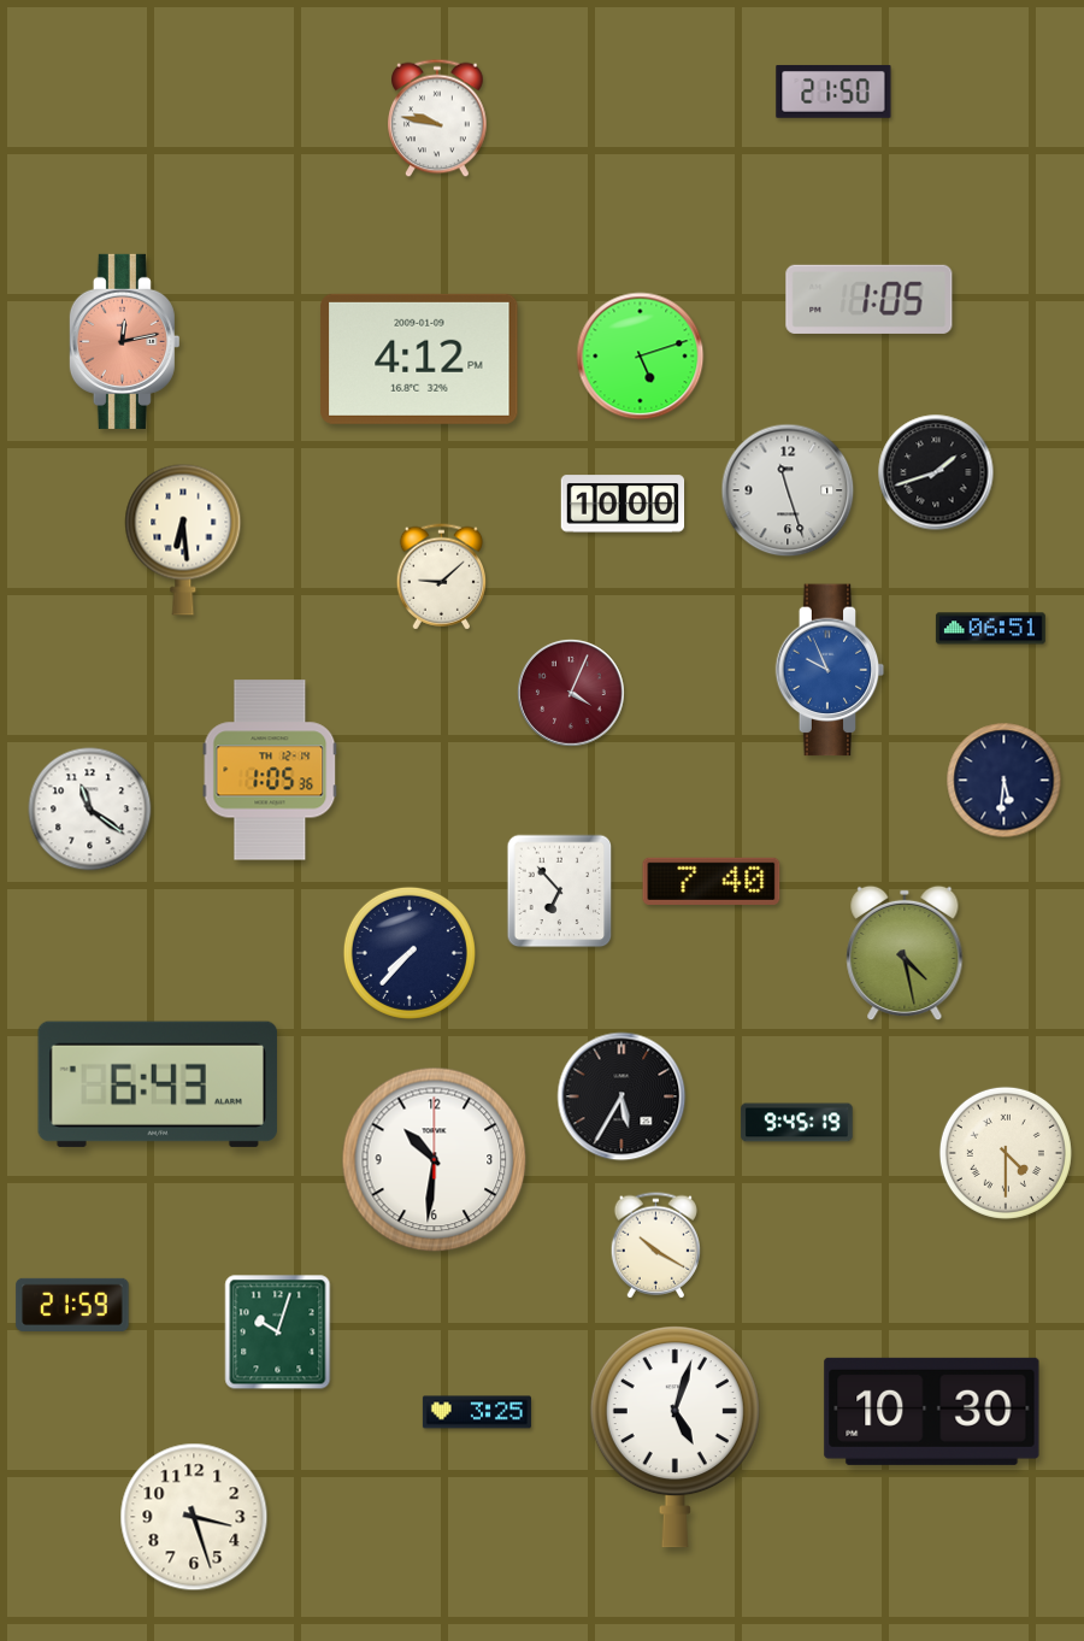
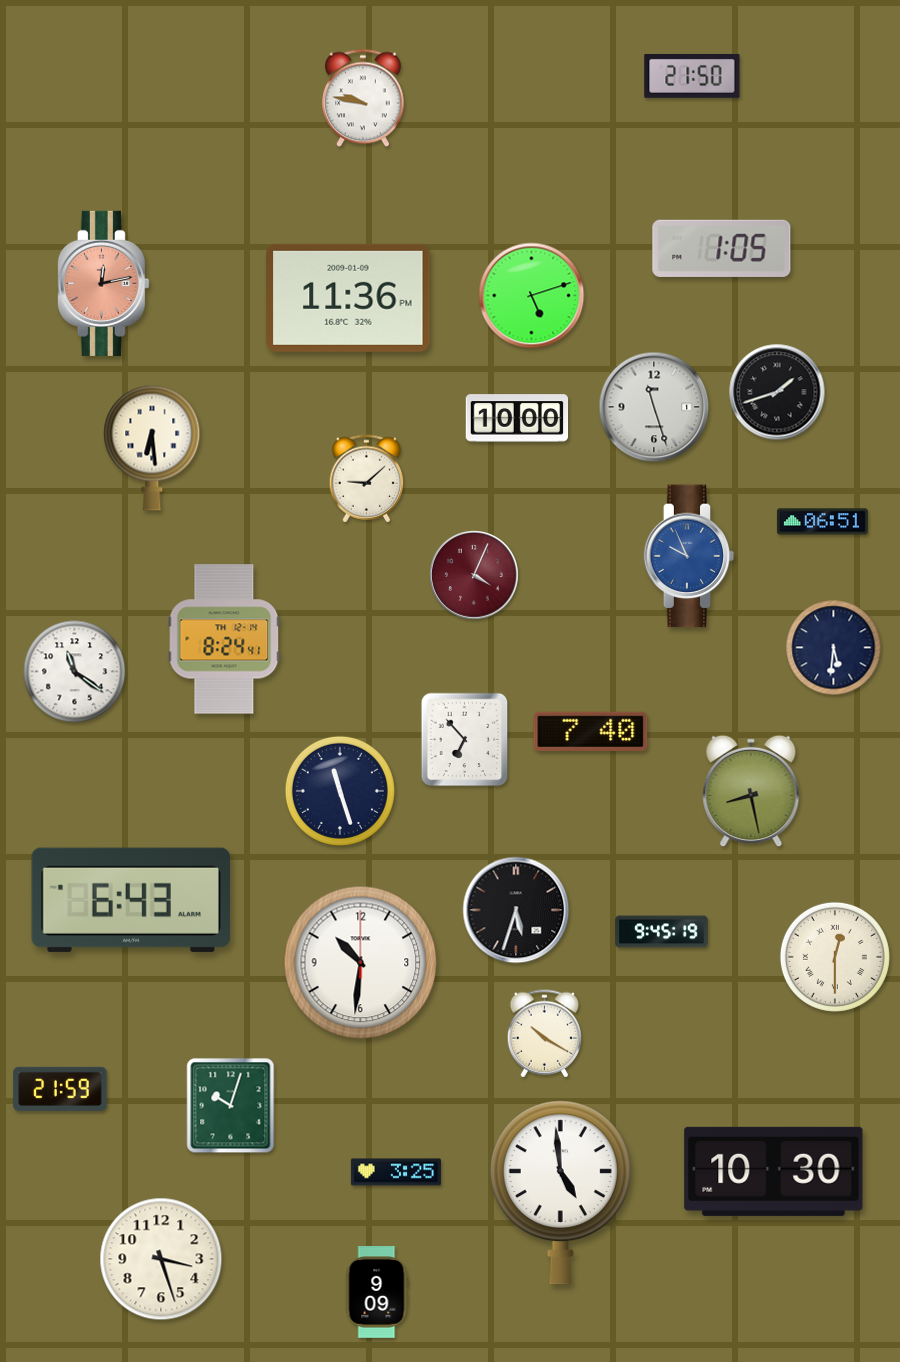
clock at (419, 359): 4:12 -> 11:36
clock at (270, 770): 1:05 -> 8:24
clock at (410, 953): 7:37 -> 11:27
clock at (905, 953): 4:28 -> 8:28
clock at (621, 1096): 5:35 -> 5:33
clock at (1006, 1153): 4:30 -> 12:30
clock at (72, 1305) position: (72, 1305) -> (60, 1089)
clock at (674, 1437): 5:03 -> 4:59
clock at (377, 1293): none -> 9:09
